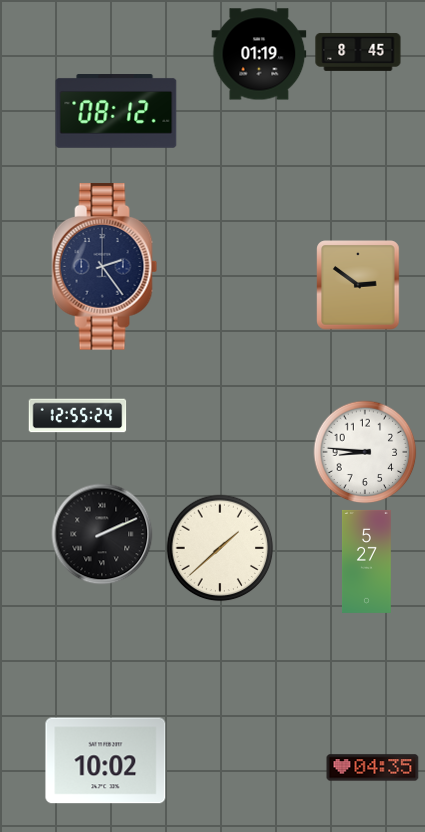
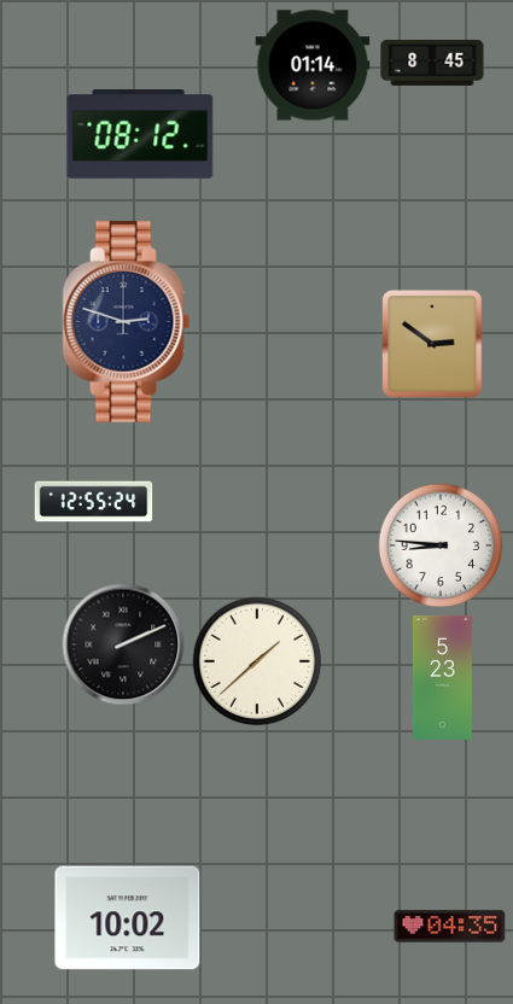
clock at (259, 54): 01:19 -> 01:14
clock at (105, 267): 2:24 -> 2:48
clock at (220, 548) position: (220, 548) -> (257, 661)
clock at (366, 561): 5:27 -> 5:23
